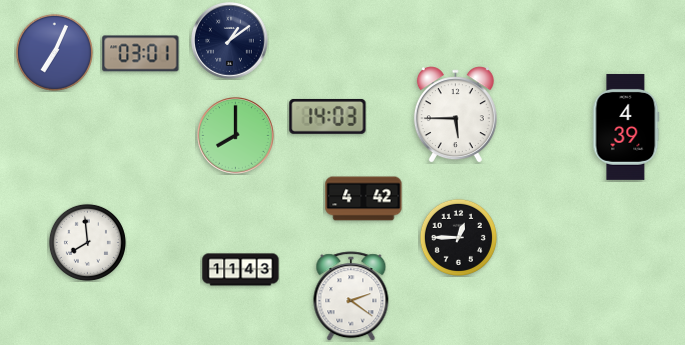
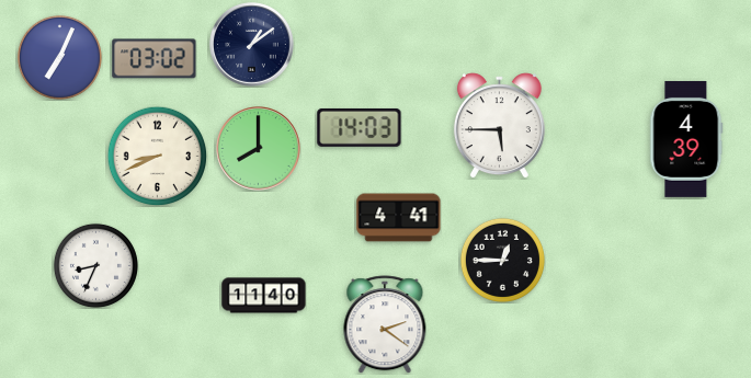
clock at (141, 54): 03:01 -> 03:02
clock at (157, 156): none -> 8:41
clock at (364, 199): 4:42 -> 4:41
clock at (87, 242): 7:59 -> 8:34
clock at (241, 270): 11:43 -> 11:40
